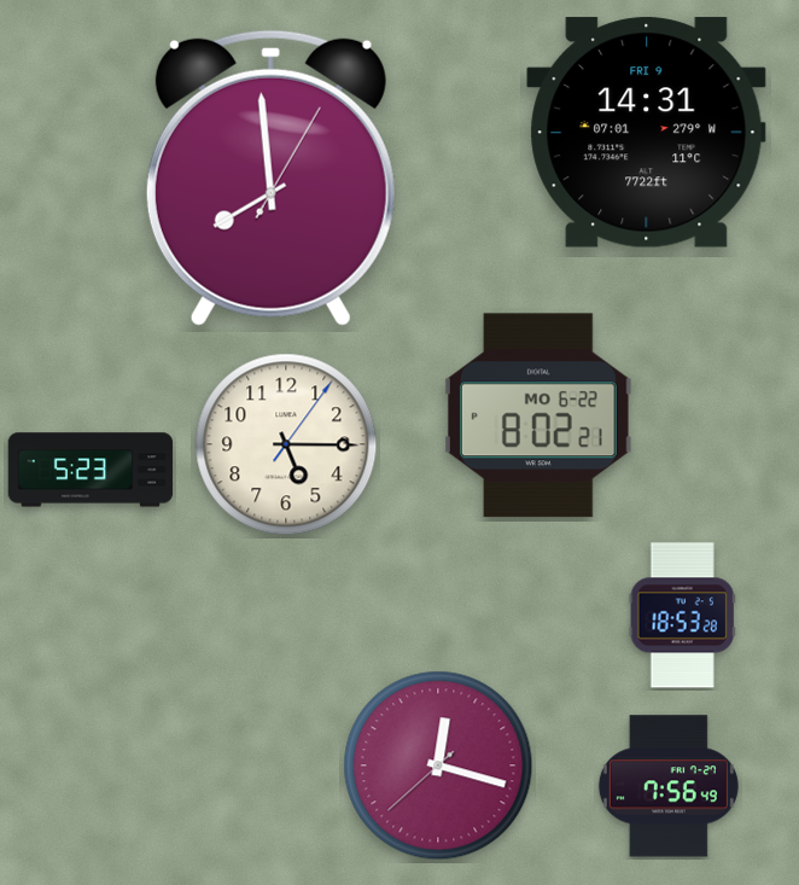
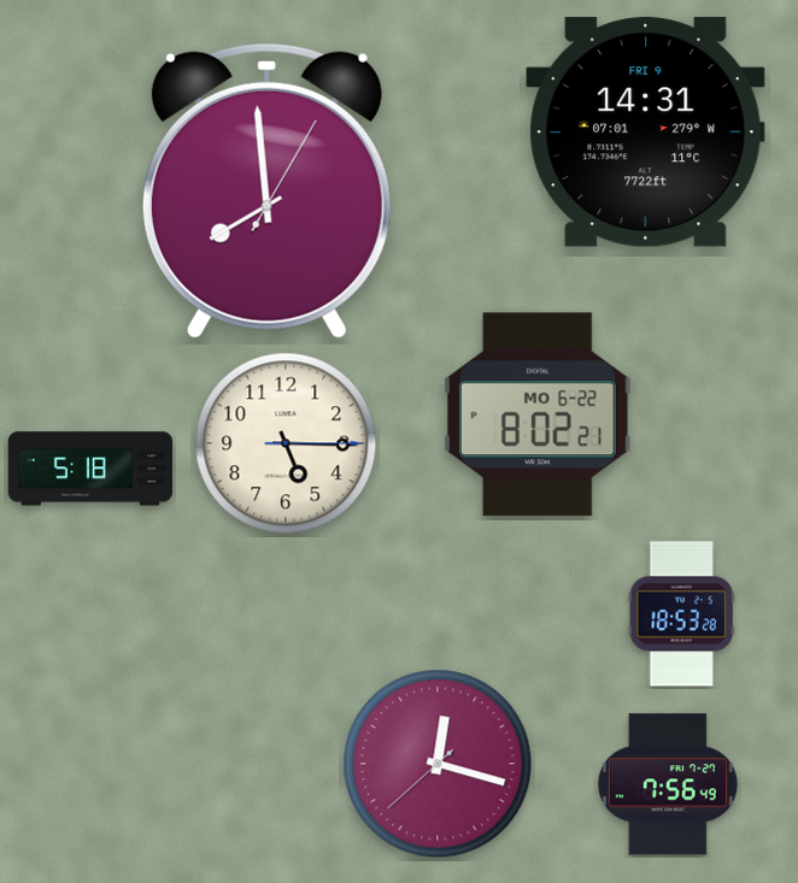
clock at (270, 177) position: (270, 177) -> (266, 190)
clock at (286, 444): 5:15:06 -> 5:15:15
clock at (91, 470): 5:23 -> 5:18
